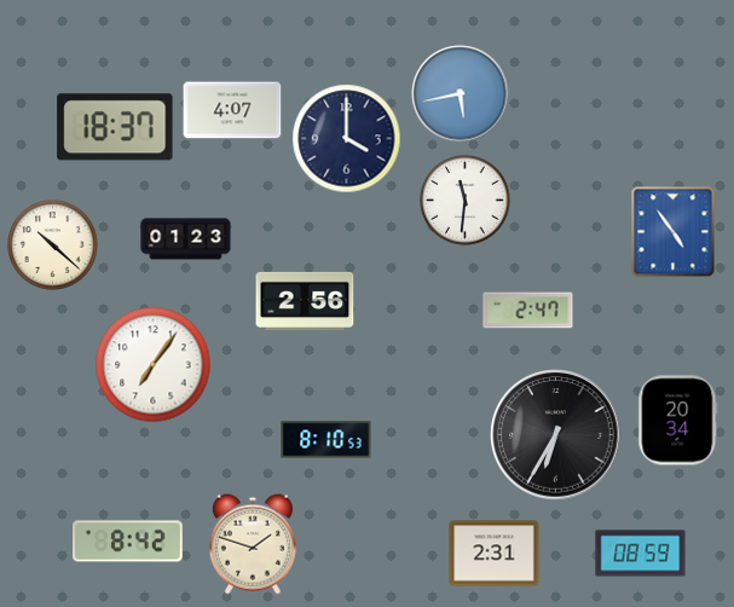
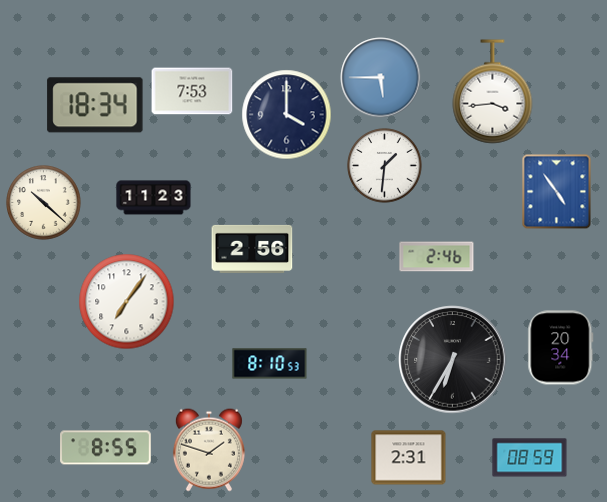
clock at (461, 94): 5:43 -> 5:45
clock at (232, 110): 4:07 -> 7:53
clock at (493, 92): none -> 3:44
clock at (115, 127): 18:37 -> 18:34
clock at (466, 201): 11:31 -> 1:31
clock at (186, 239): 01:23 -> 11:23
clock at (528, 311): 2:47 -> 2:46
clock at (556, 435) position: (556, 435) -> (453, 360)
clock at (128, 542): 8:42 -> 8:55
